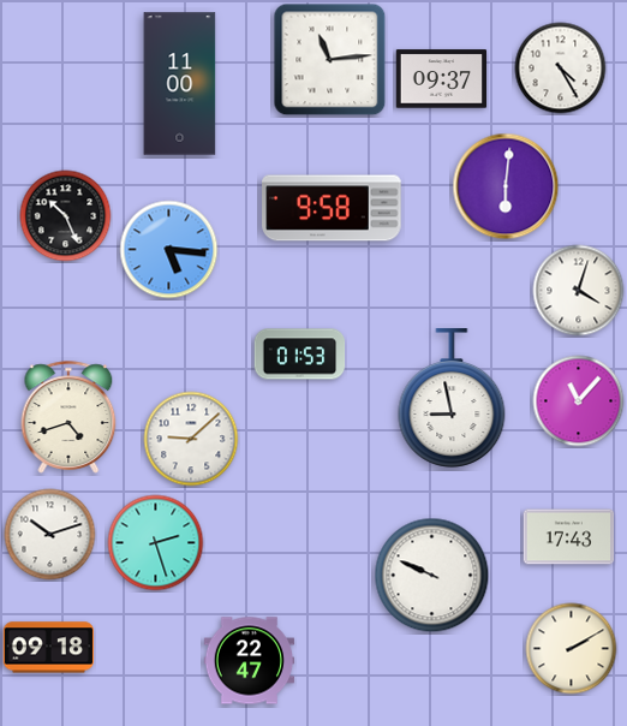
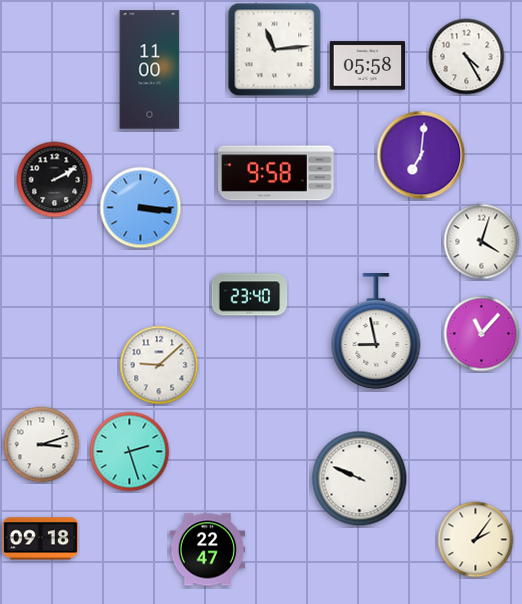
clock at (442, 79): 09:37 -> 05:58
clock at (506, 186): 6:01 -> 7:01
clock at (66, 216): 10:26 -> 2:10
clock at (169, 250): 5:16 -> 3:16
clock at (300, 355): 01:53 -> 23:40
clock at (68, 417): 4:42 -> none
clock at (50, 535): 10:12 -> 3:12
clock at (569, 537): 17:43 -> none
clock at (572, 649): 2:10 -> 2:06
